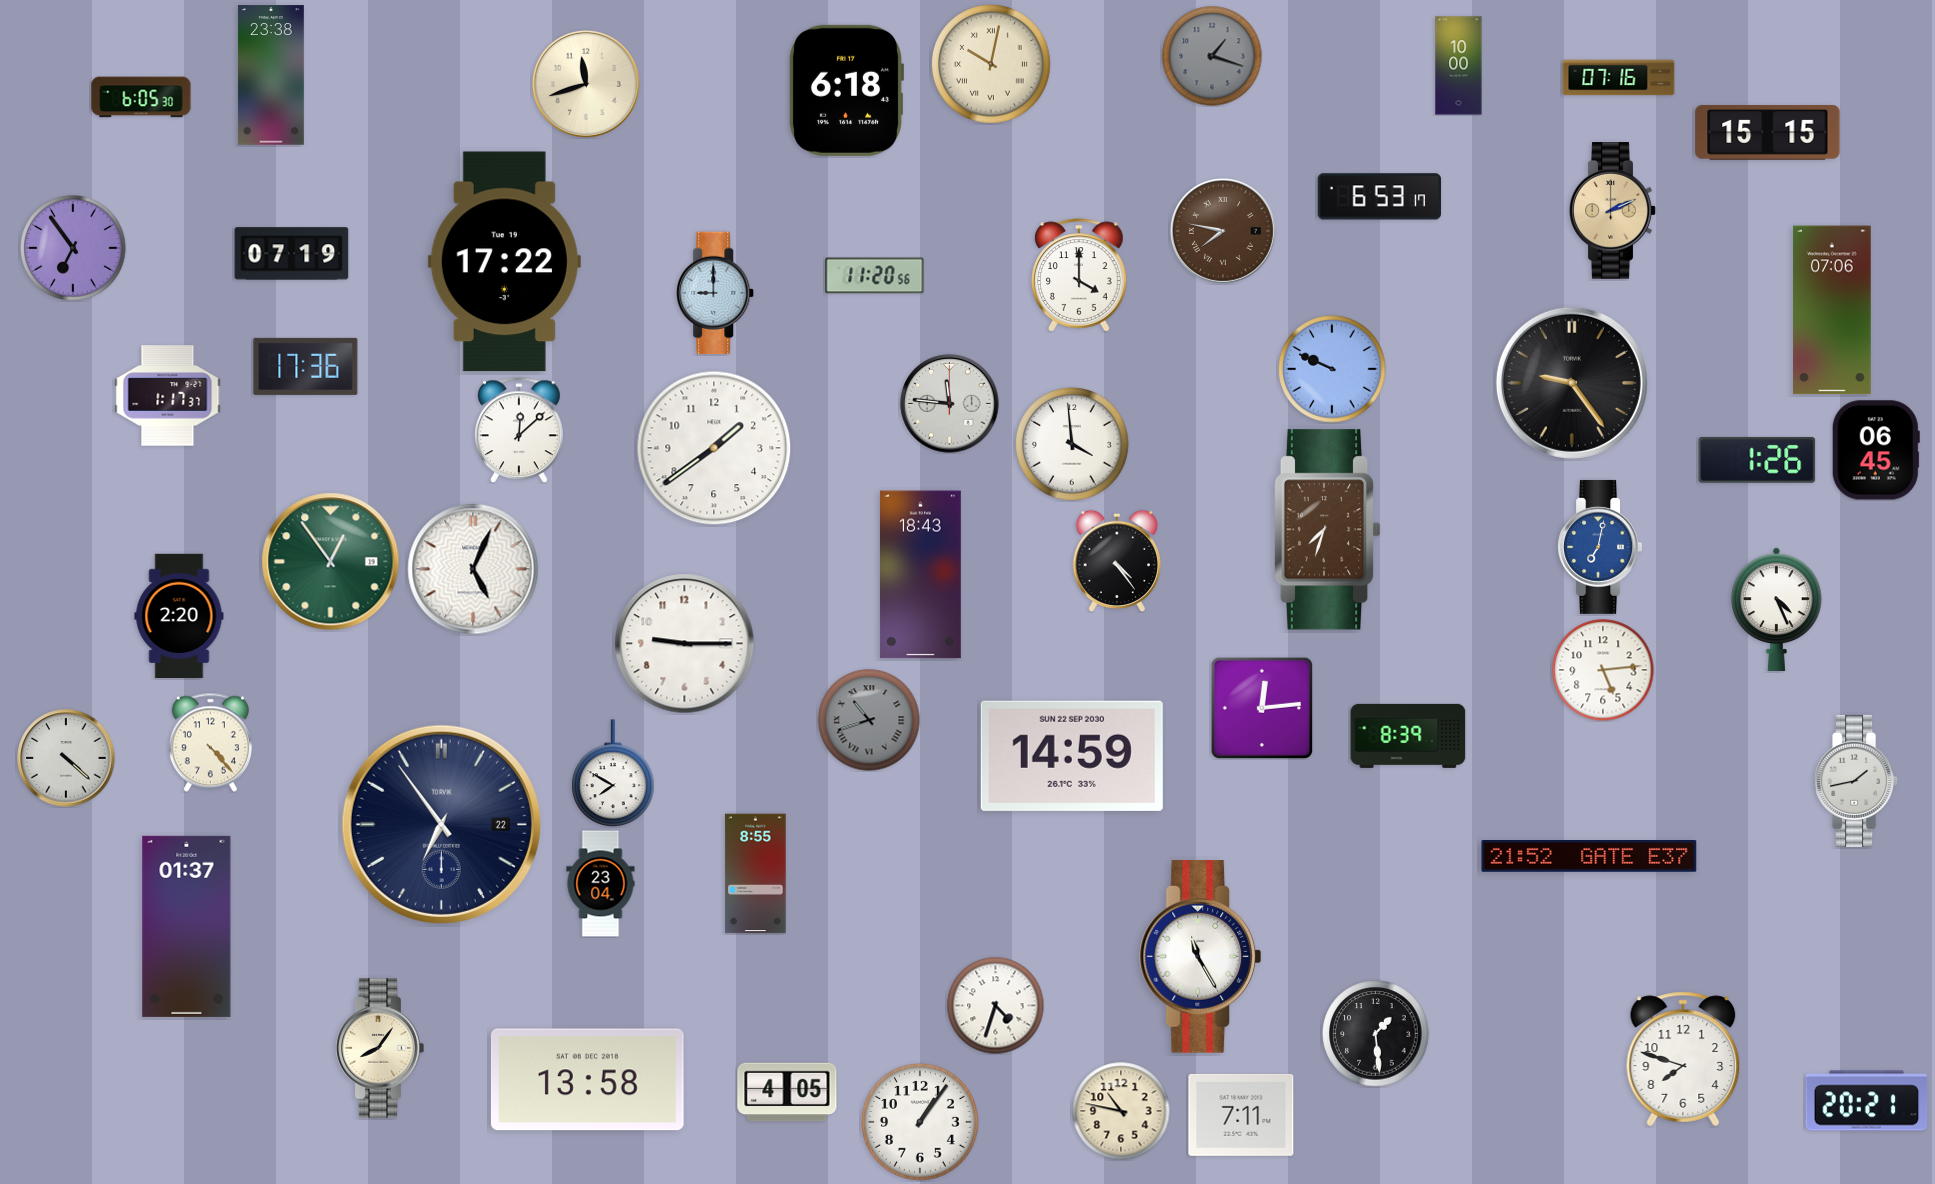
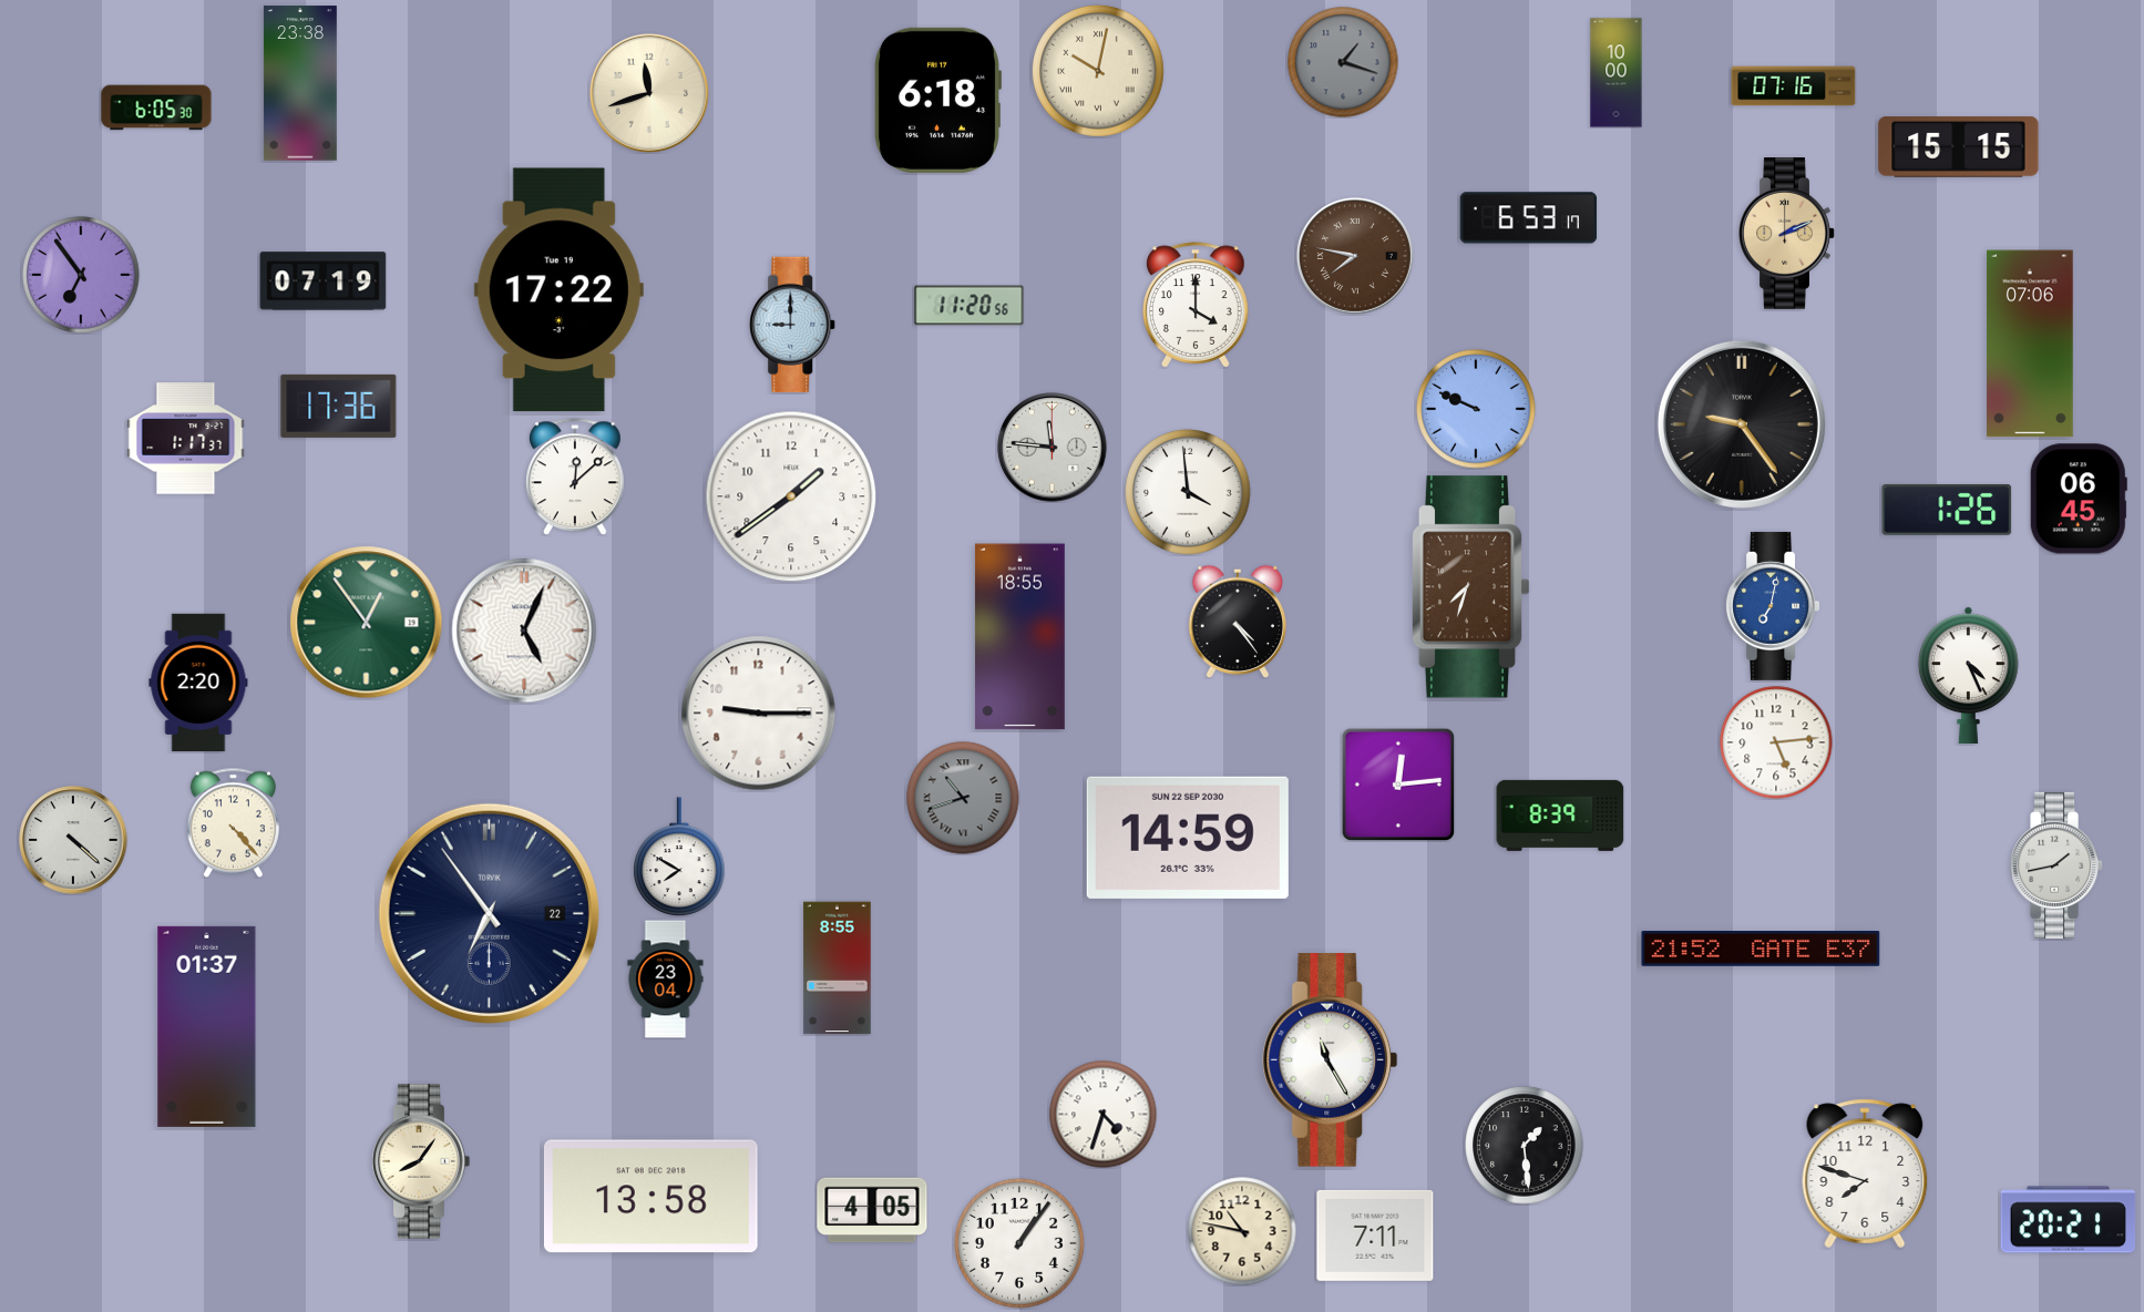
clock at (920, 575): 18:43 -> 18:55
